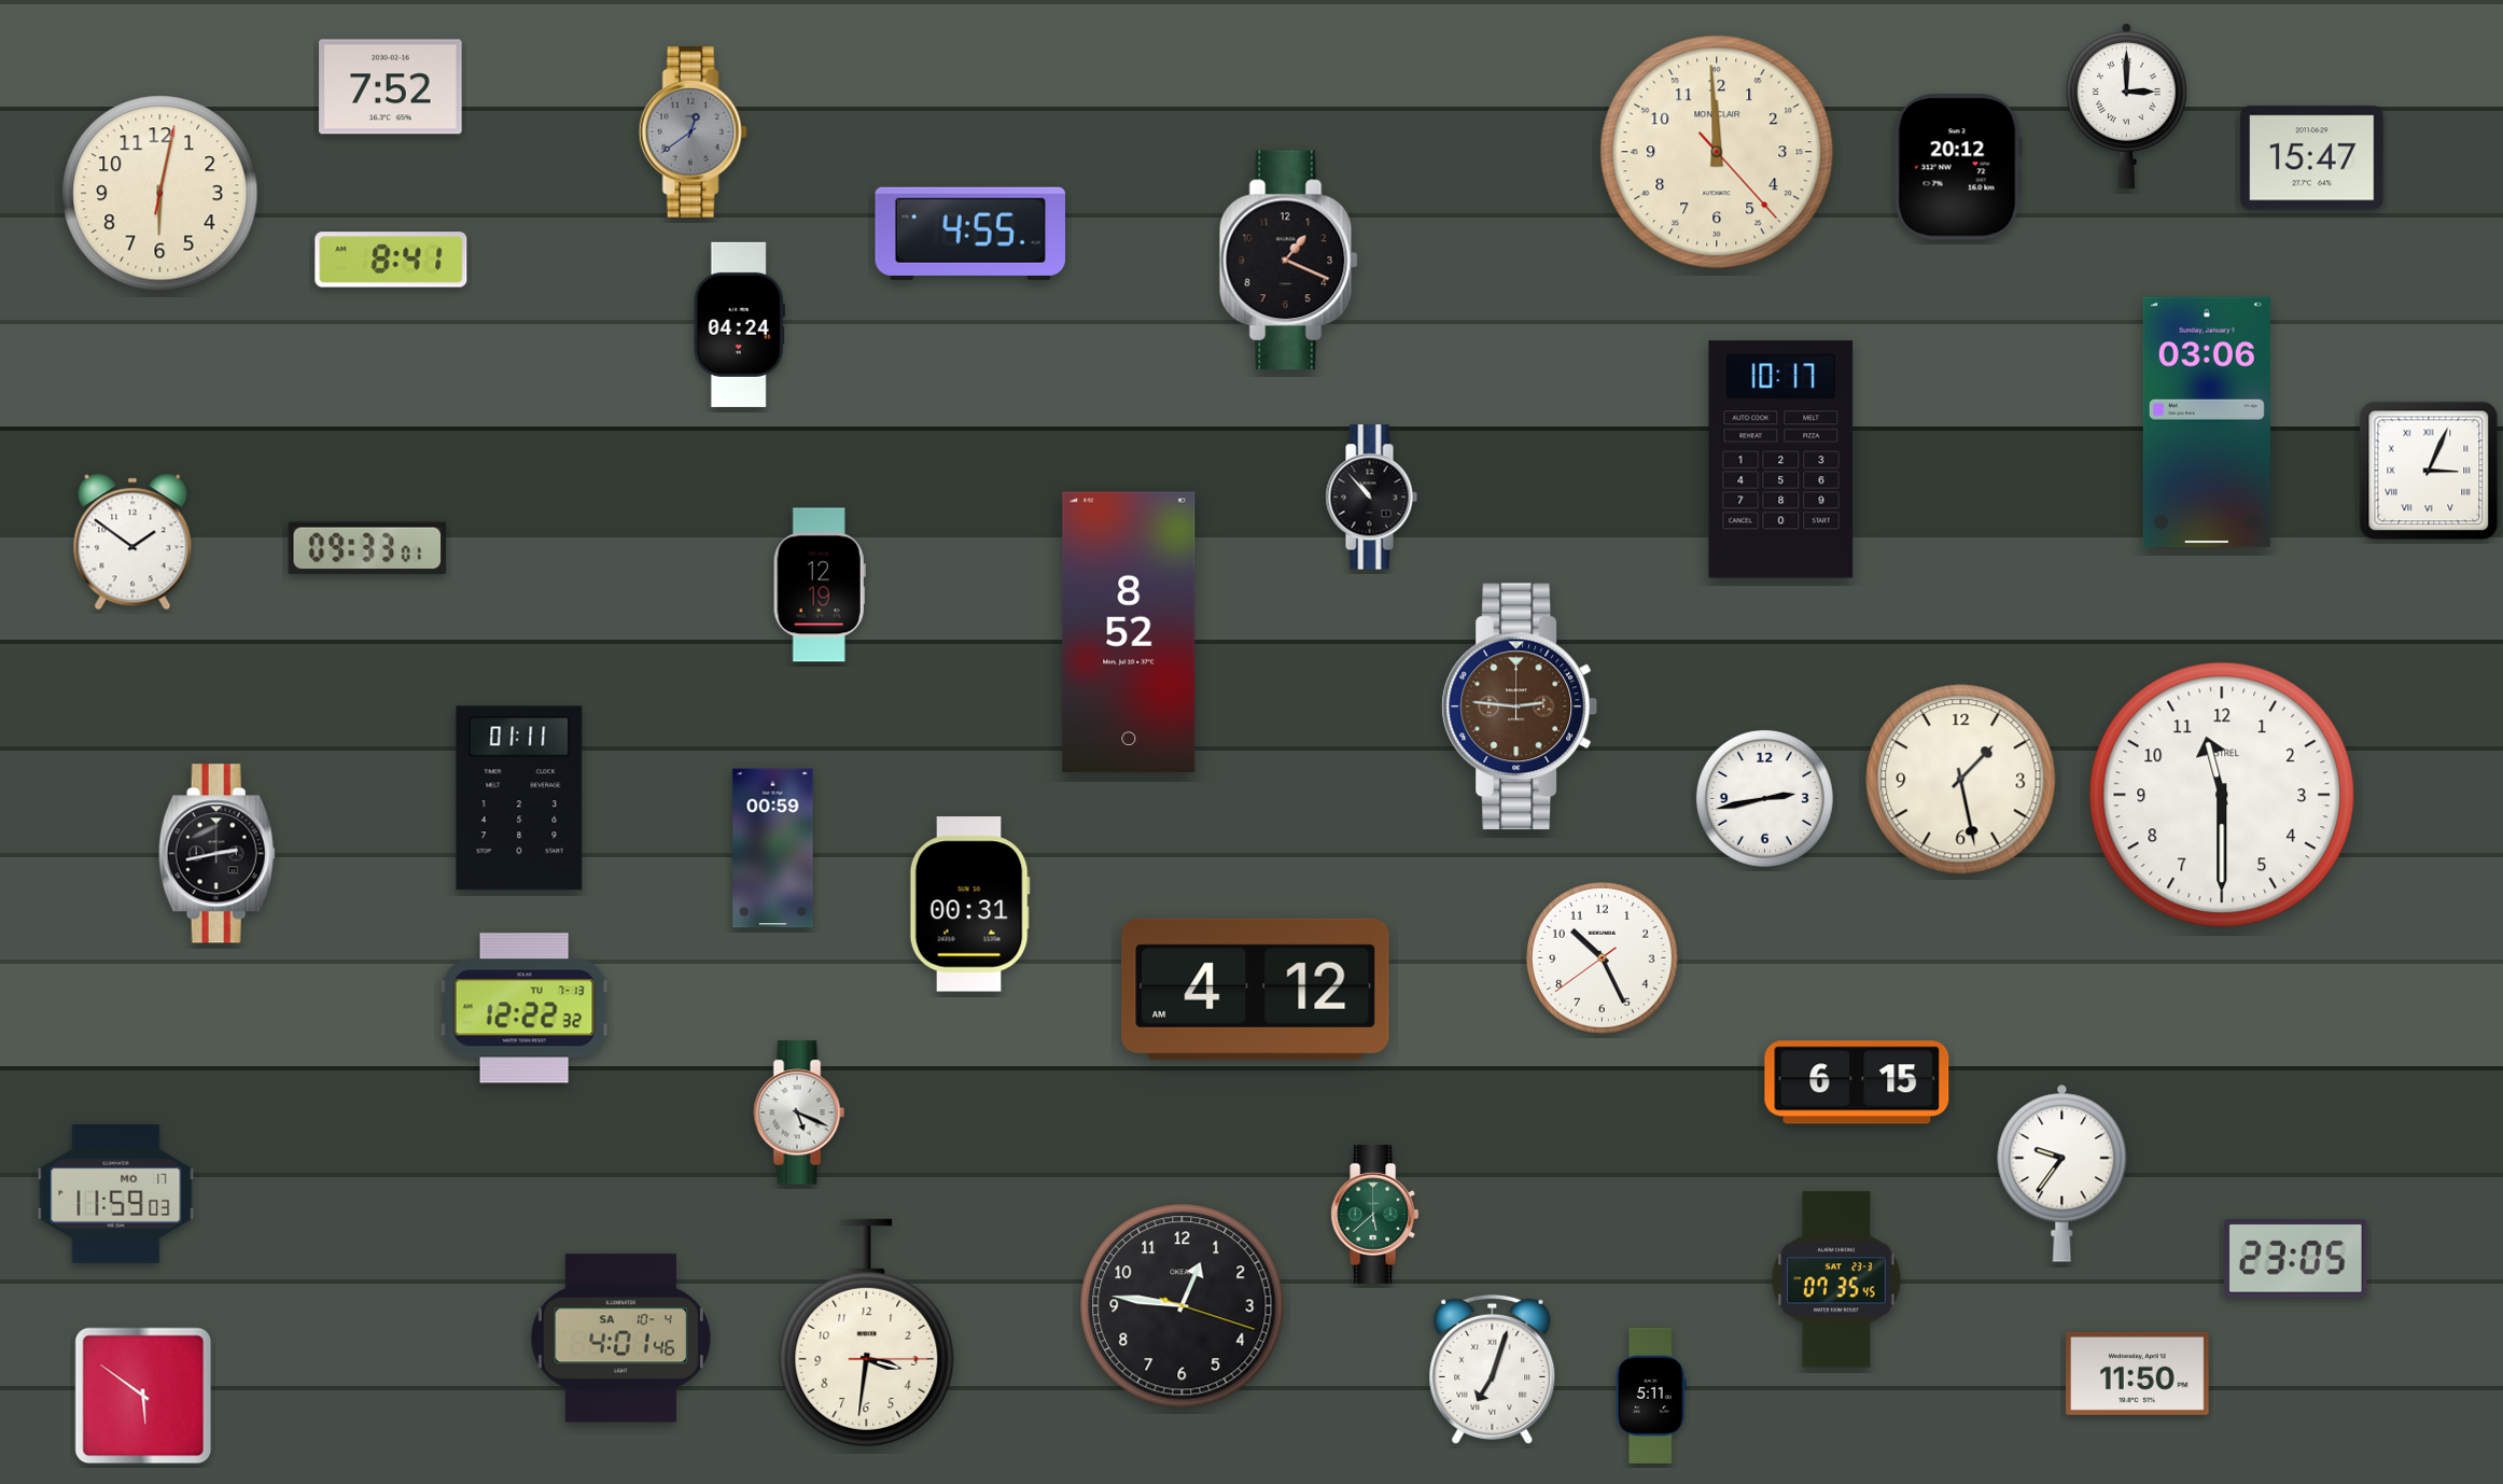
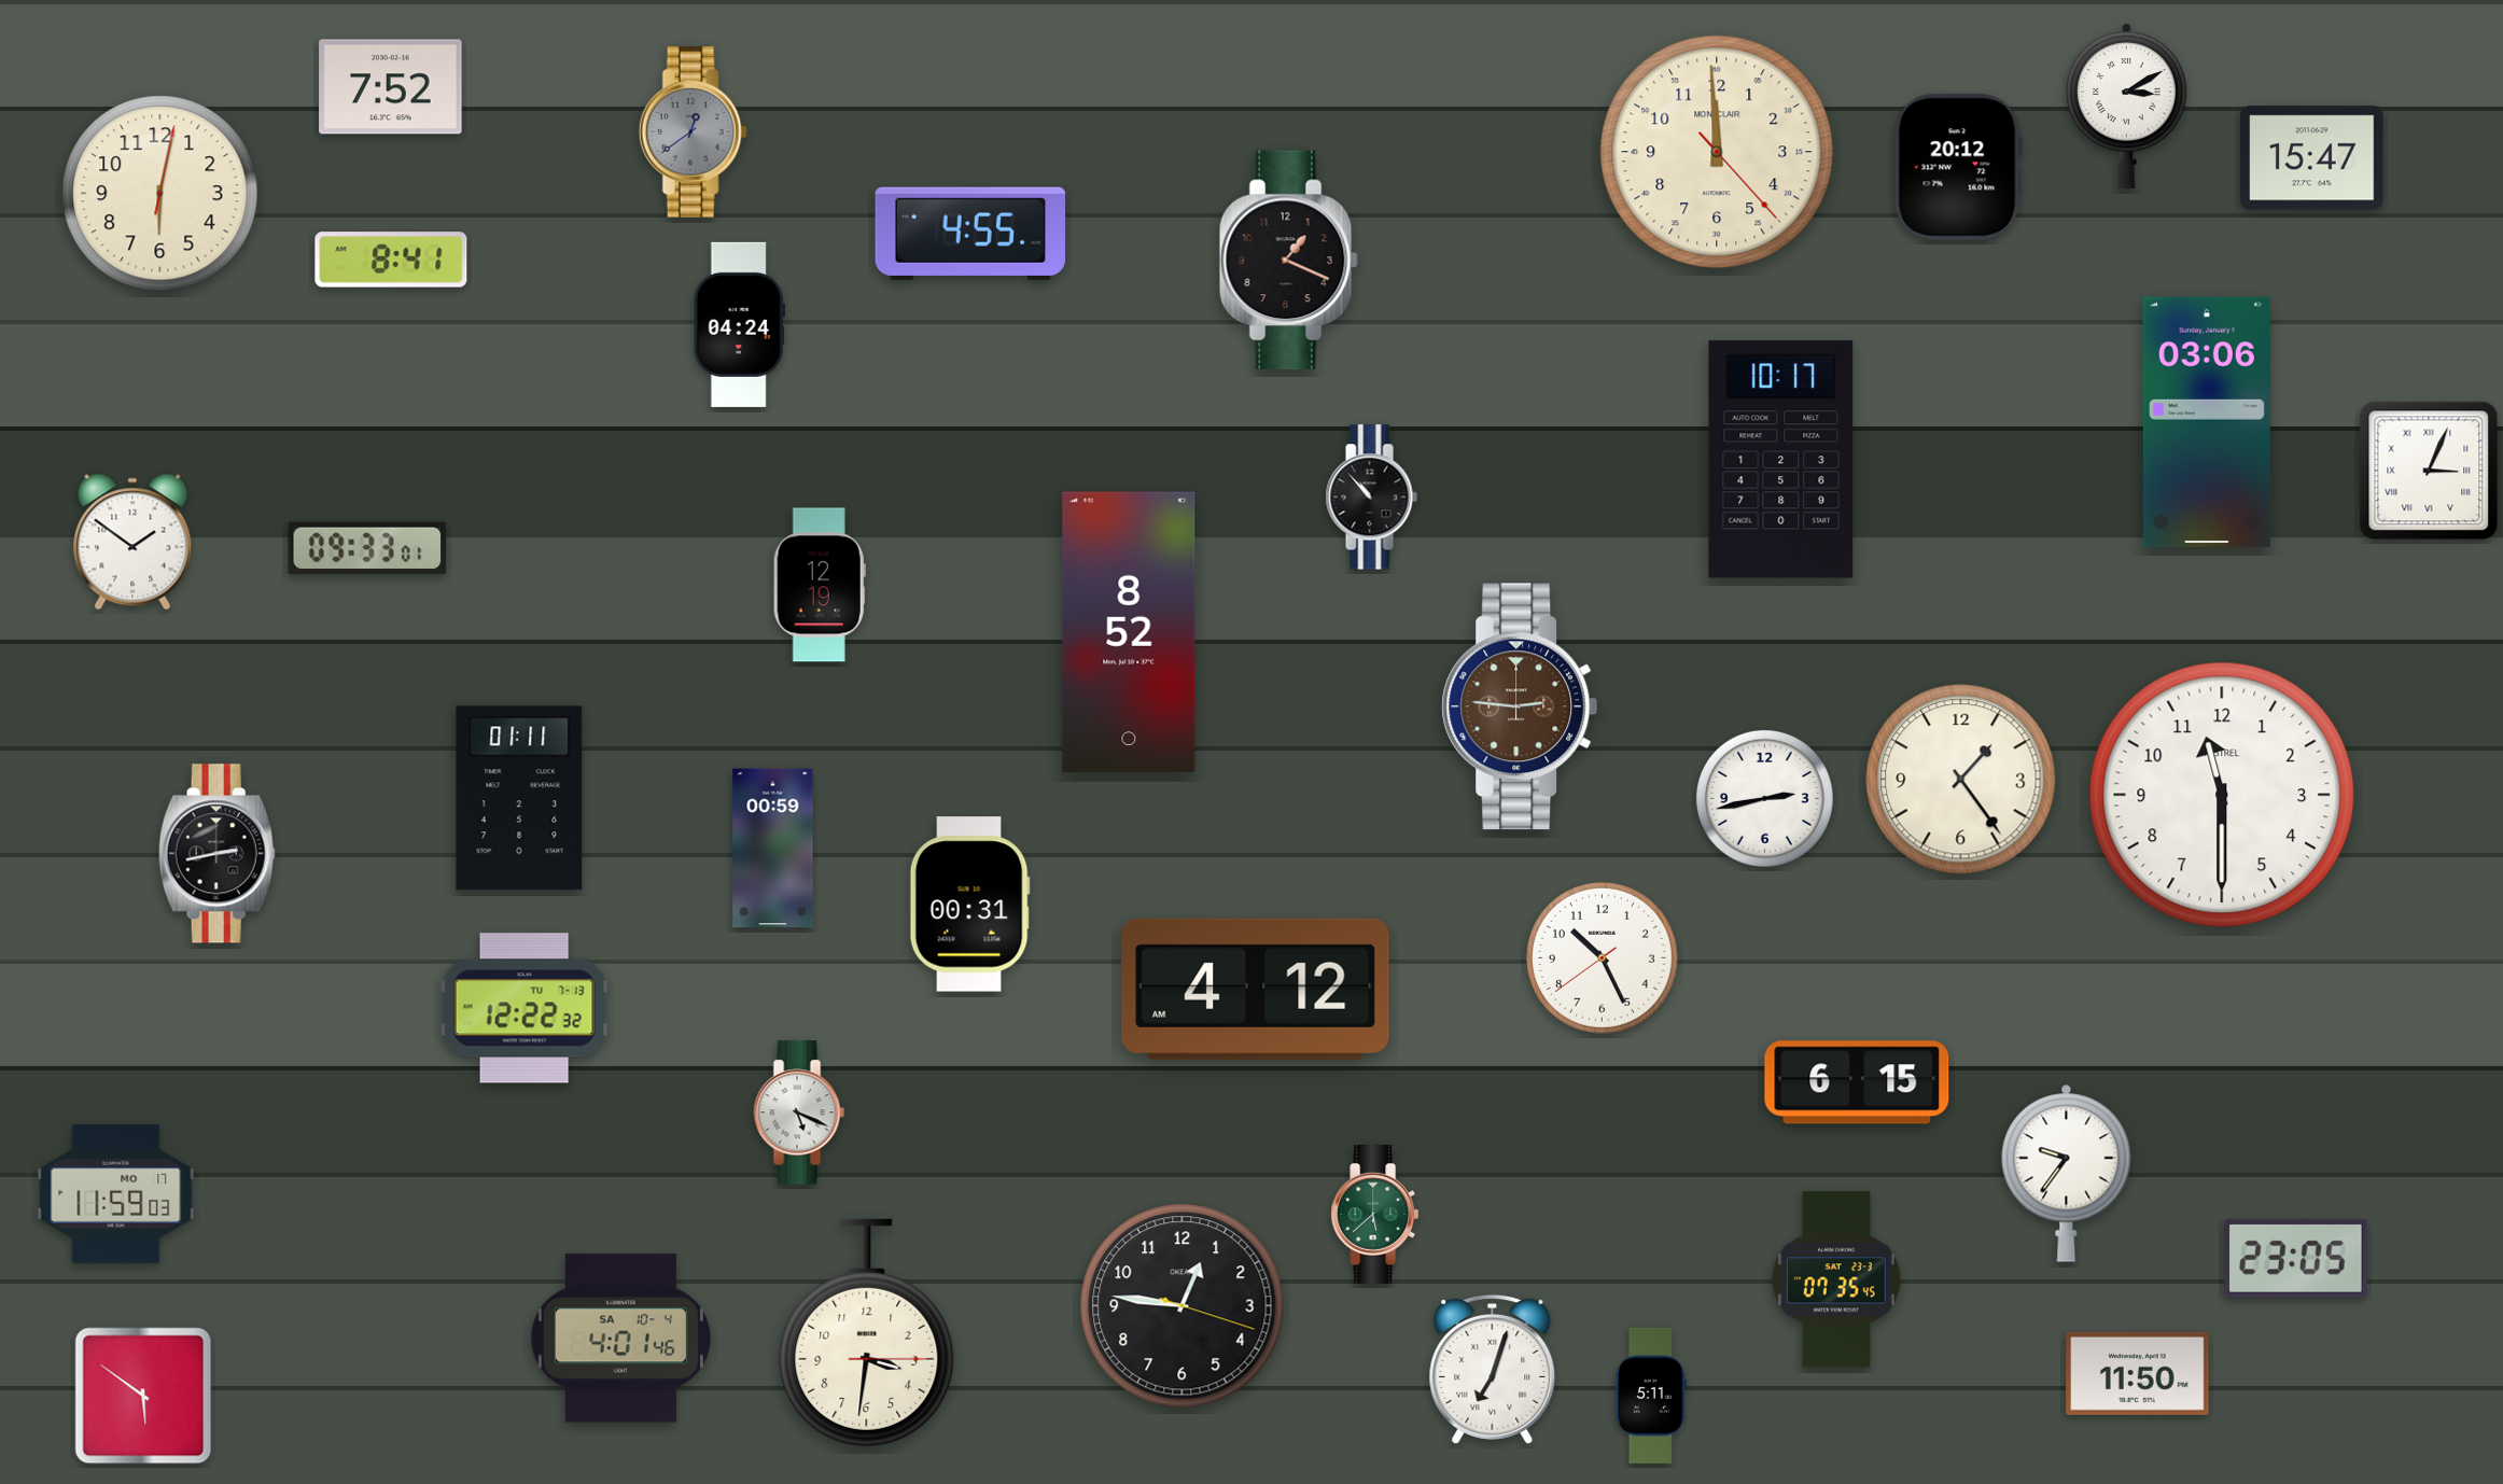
clock at (2126, 106): 3:00 -> 3:10
clock at (1961, 780): 1:28 -> 1:24
clock at (2062, 1173) position: (2062, 1173) -> (2067, 1173)
